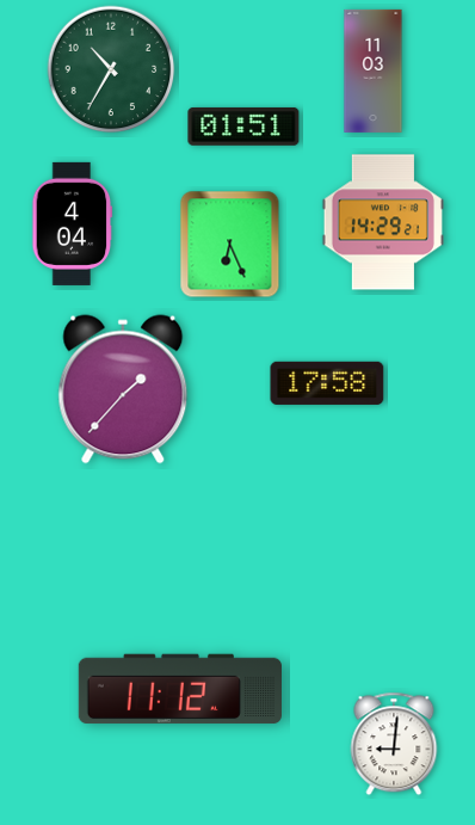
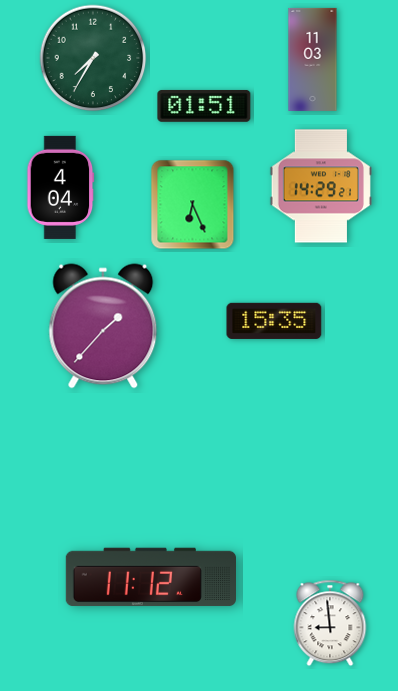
clock at (111, 69): 10:35 -> 7:35
clock at (327, 383): 17:58 -> 15:35
clock at (394, 744): 9:01 -> 8:59
